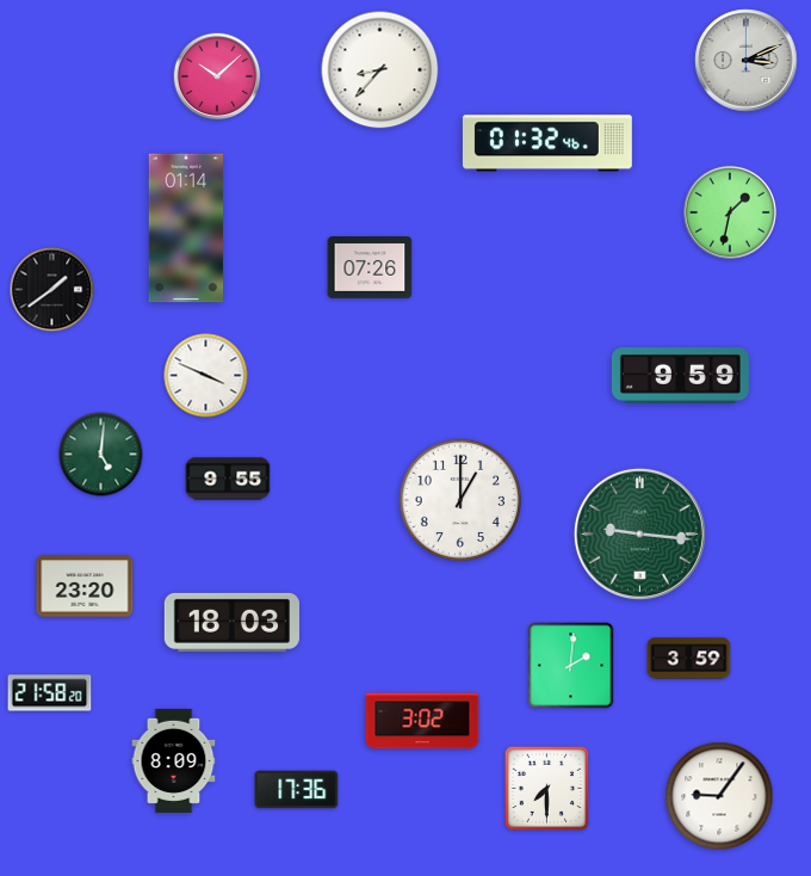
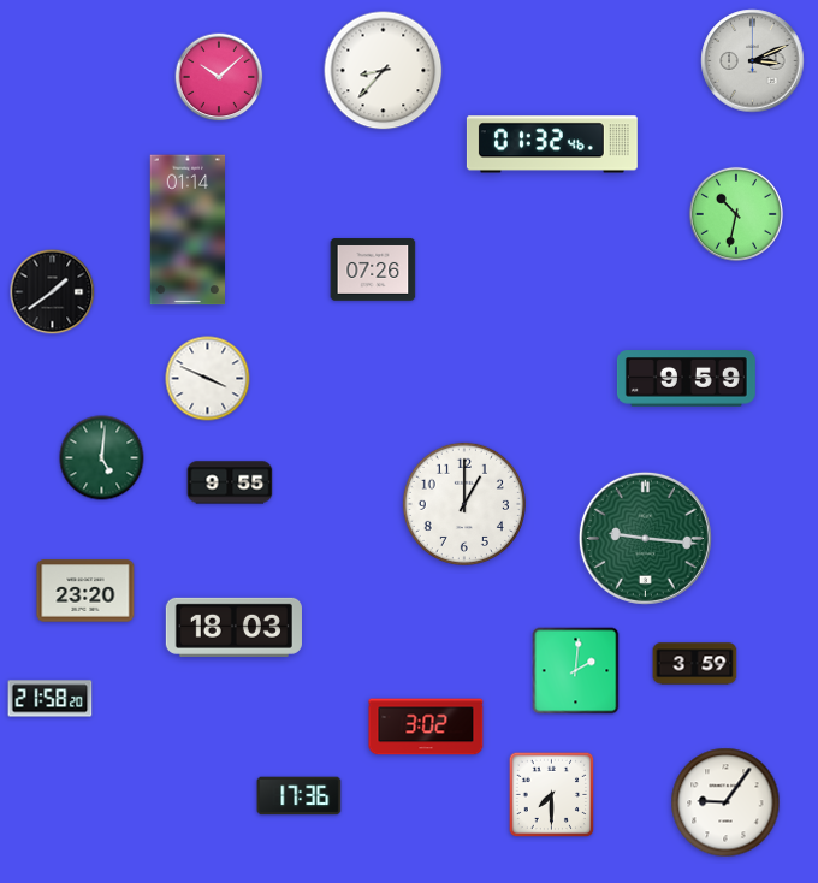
clock at (730, 212): 1:32 -> 10:32
clock at (174, 760): 8:09 -> none
